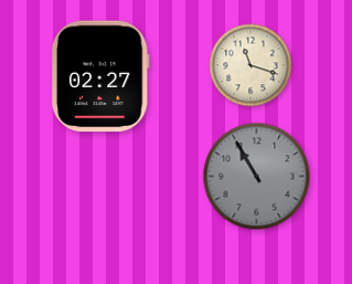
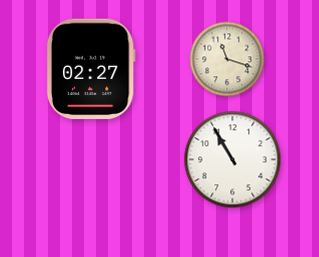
clock at (257, 177) dial: grey -> white
